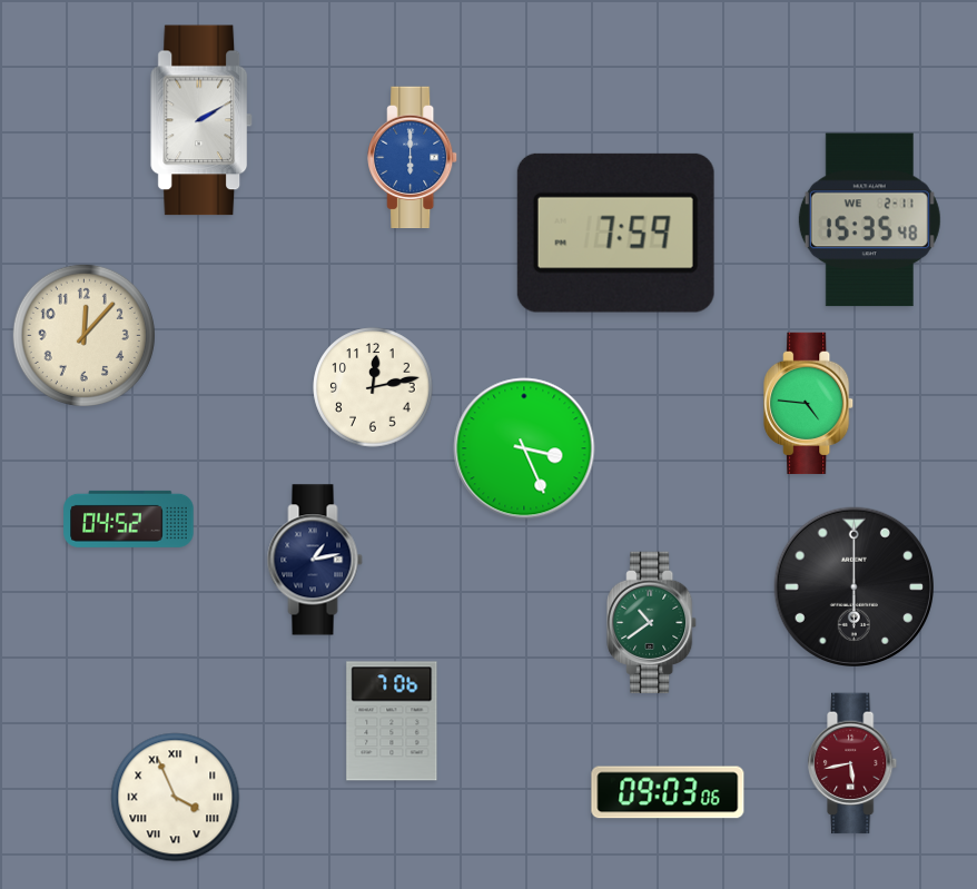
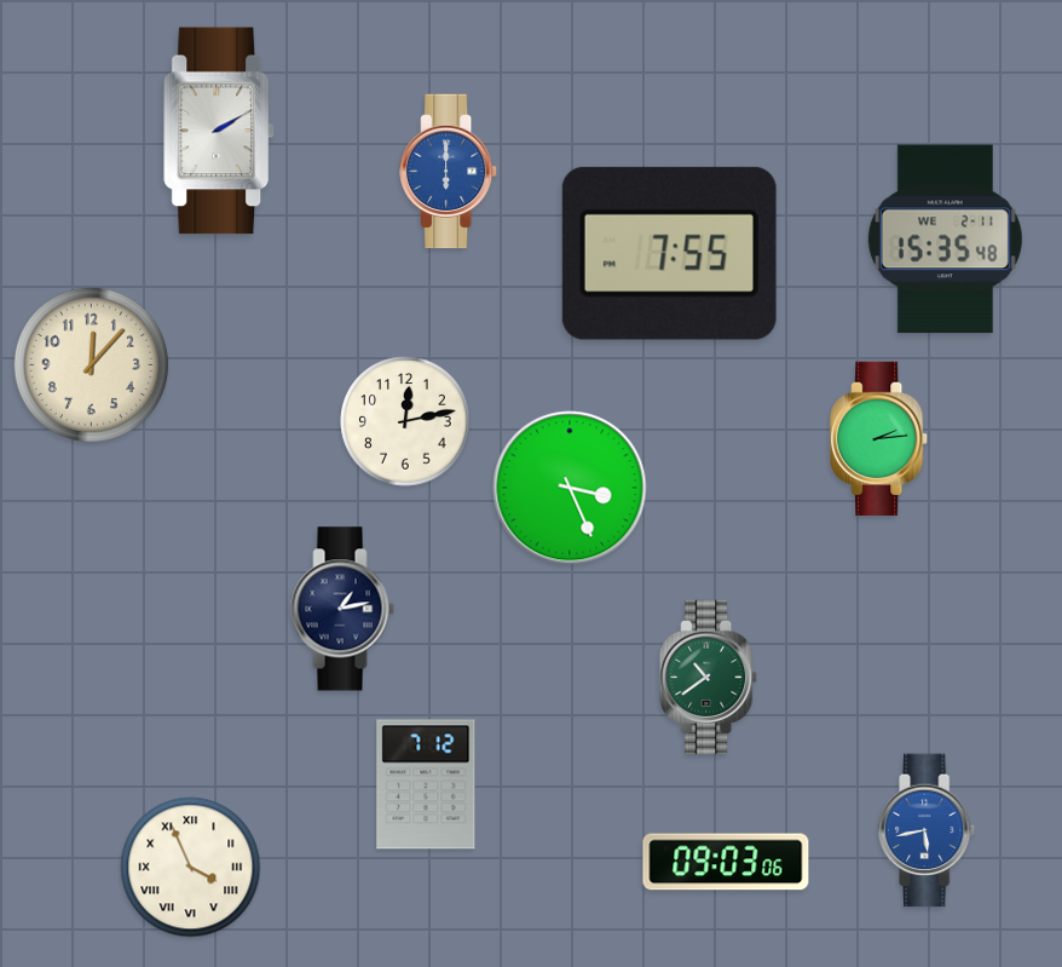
clock at (615, 233): 7:59 -> 7:55
clock at (809, 404): 4:46 -> 2:14
clock at (129, 518): 04:52 -> none
clock at (853, 586): 6:00 -> none
clock at (392, 721): 7:06 -> 7:12
clock at (853, 763) dial: burgundy -> blue
